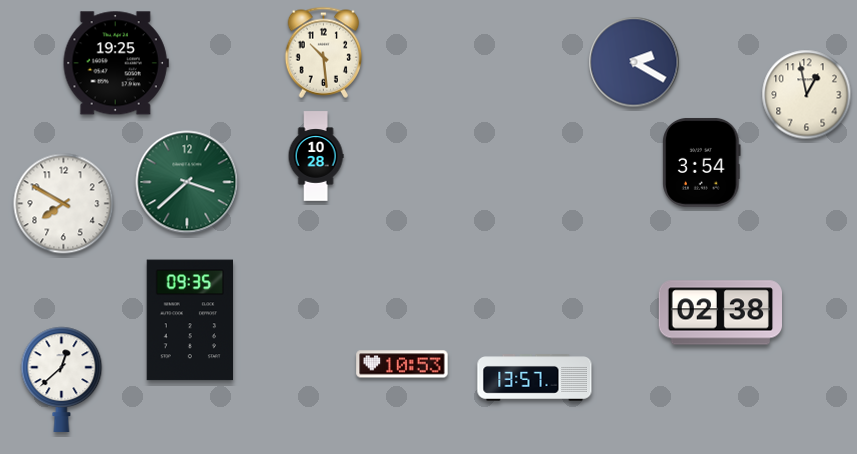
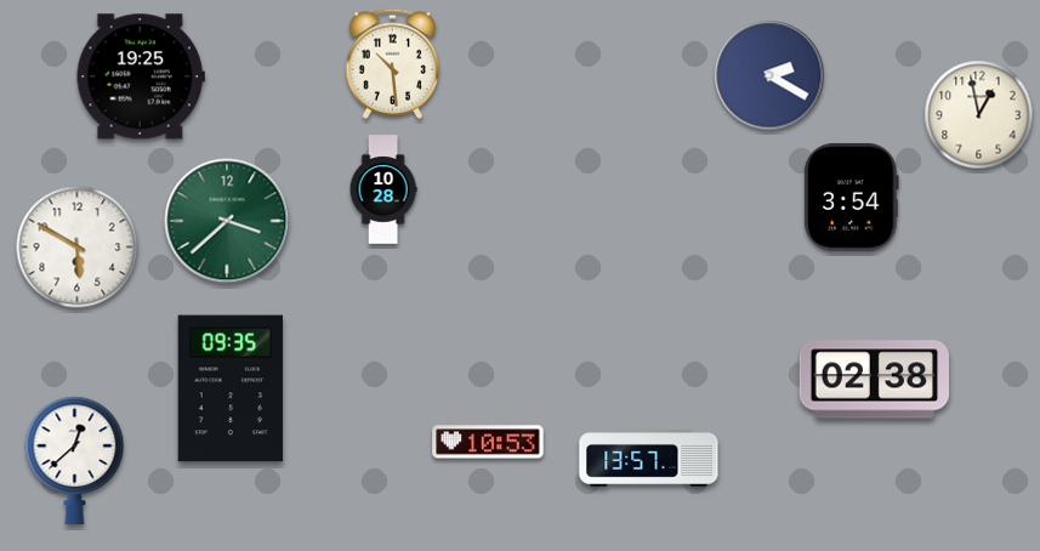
clock at (64, 204): 7:50 -> 5:50
